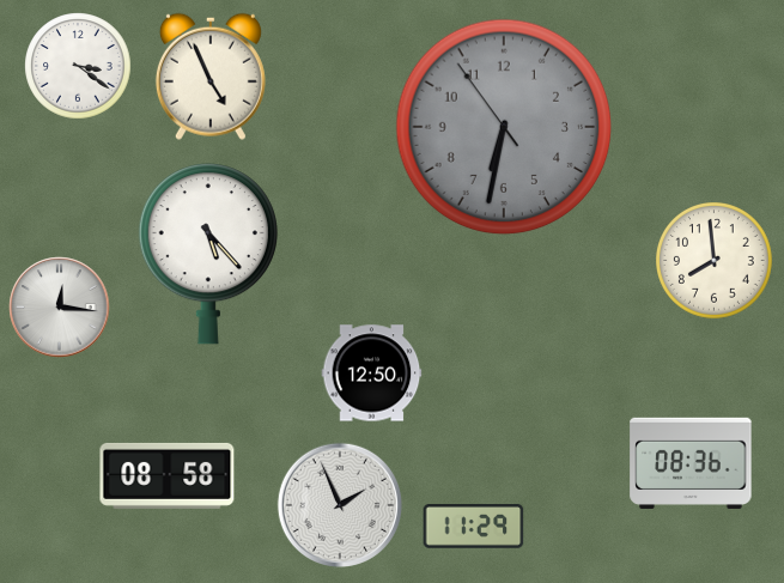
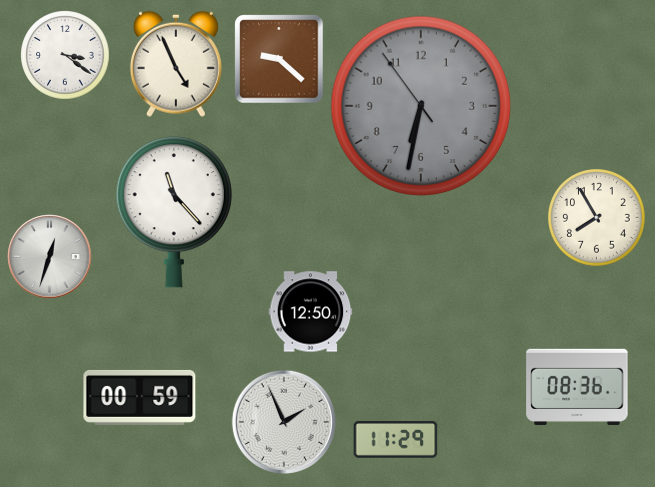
clock at (279, 59): none -> 9:22
clock at (208, 254): 5:23 -> 11:23
clock at (715, 261): 7:59 -> 7:55
clock at (60, 308): 12:16 -> 12:33
clock at (168, 475): 08:58 -> 00:59
